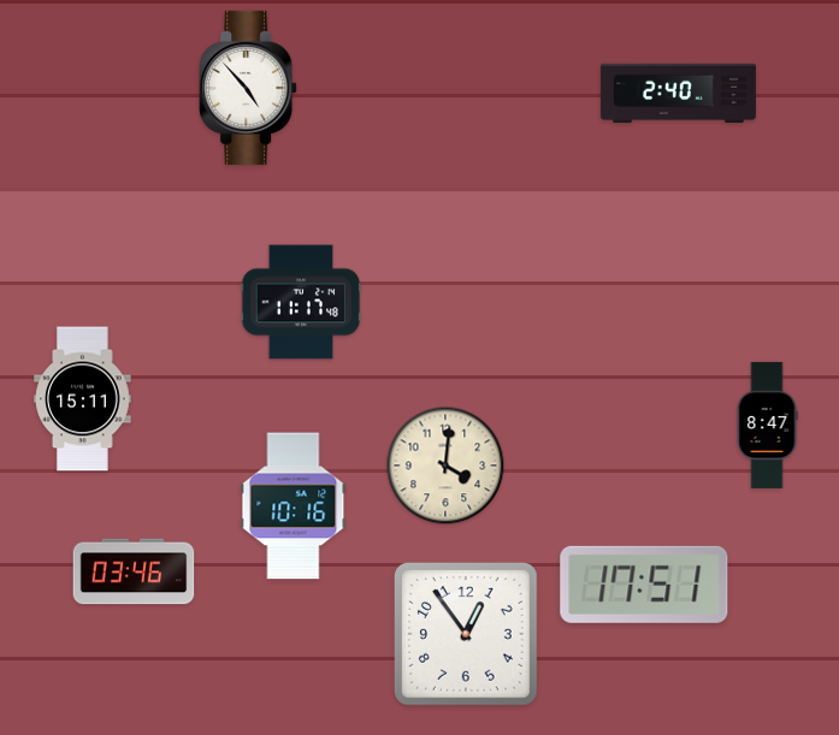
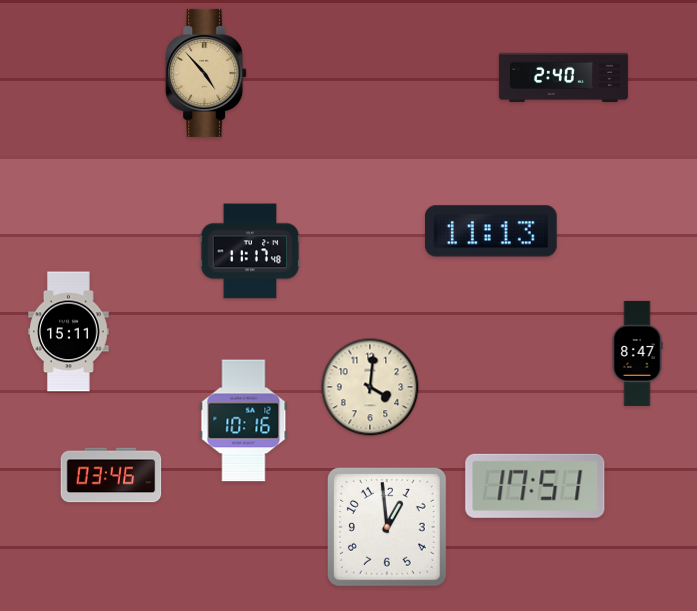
clock at (248, 88) dial: white -> champagne
clock at (491, 231): none -> 11:13
clock at (466, 634): 12:54 -> 12:59
